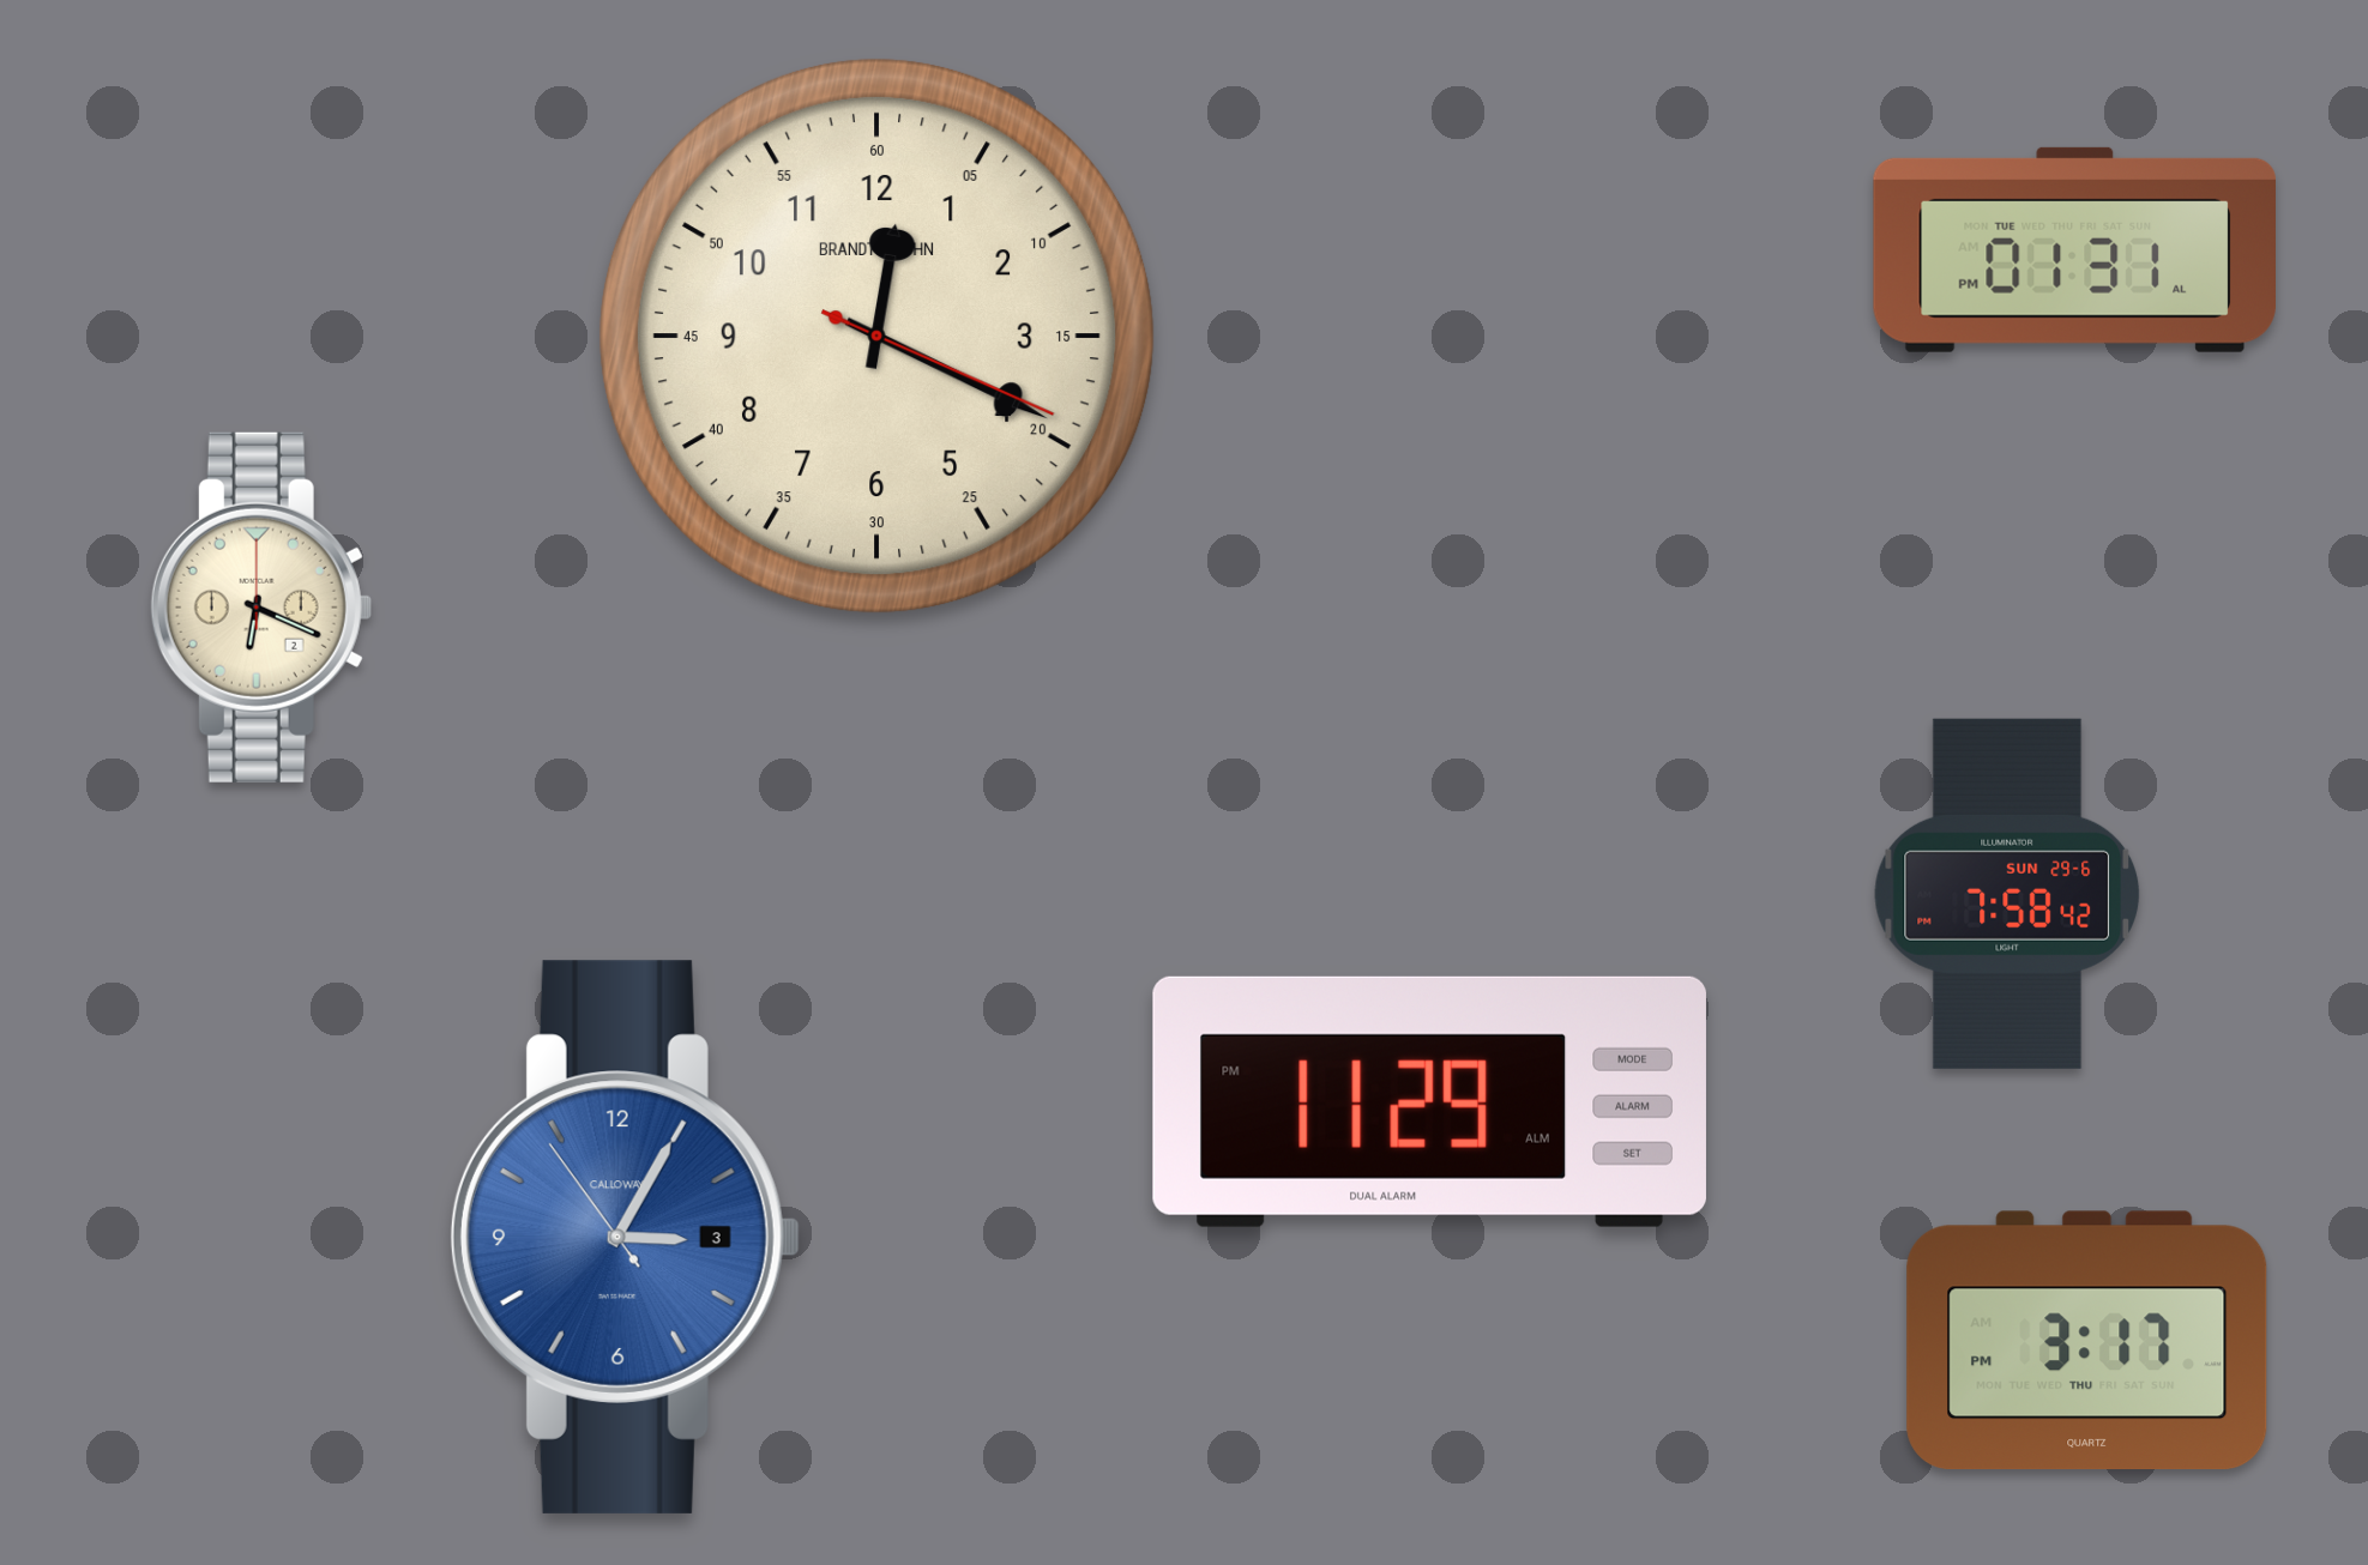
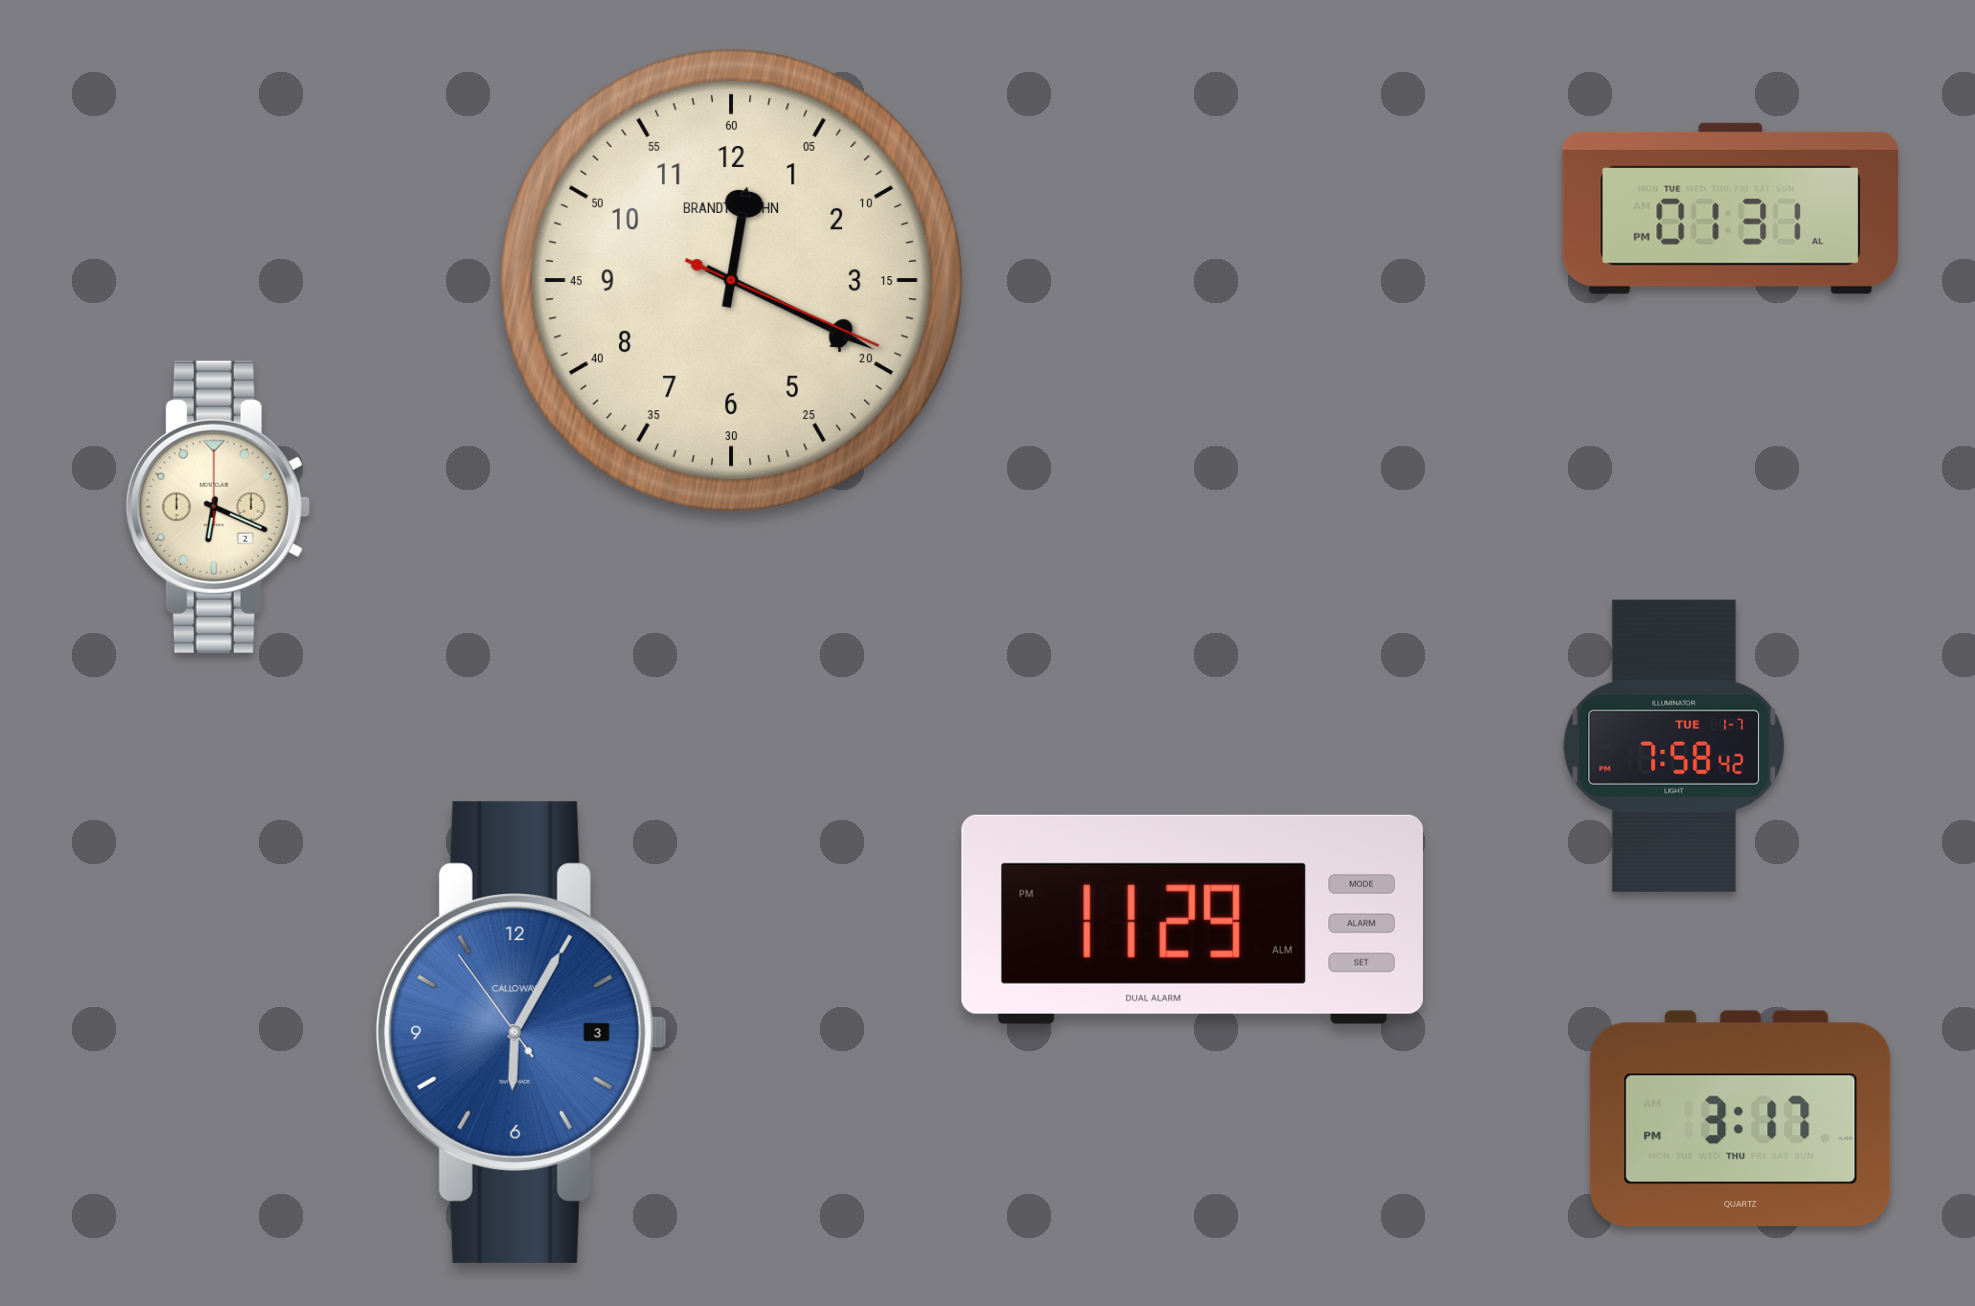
clock at (2007, 894) date: SUN 29-6 -> TUE 1-7
clock at (625, 1237): 3:04 -> 6:04
